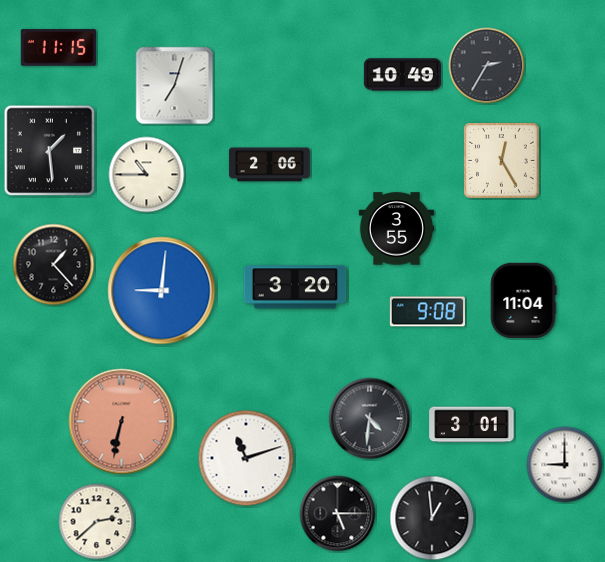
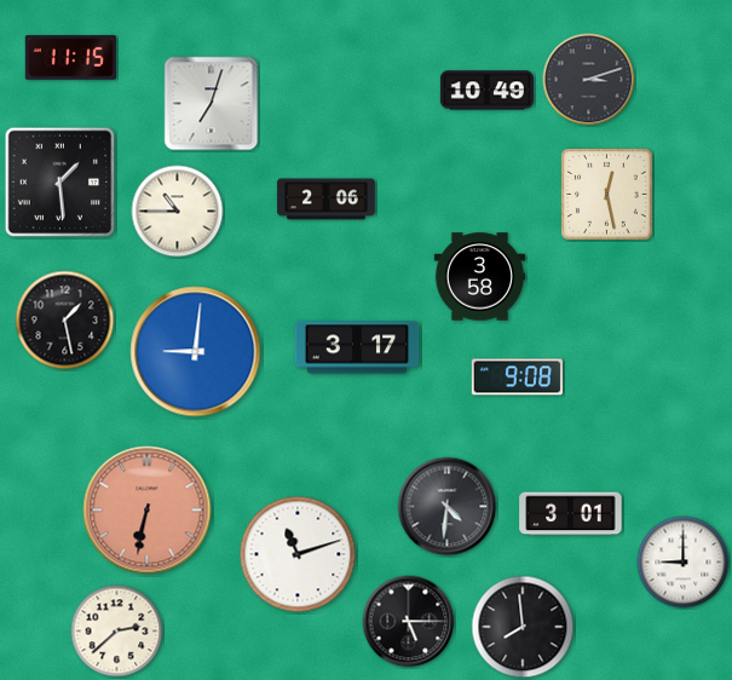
clock at (487, 66): 2:35 -> 3:12
clock at (502, 161): 12:25 -> 12:28
clock at (396, 229): 3:55 -> 3:58
clock at (54, 265): 1:23 -> 1:28
clock at (295, 287): 3:20 -> 3:17
clock at (523, 300): 11:04 -> none
clock at (432, 518): 12:59 -> 7:59
